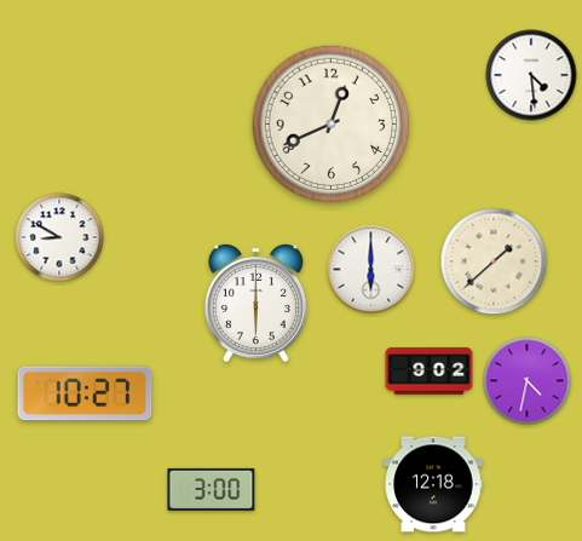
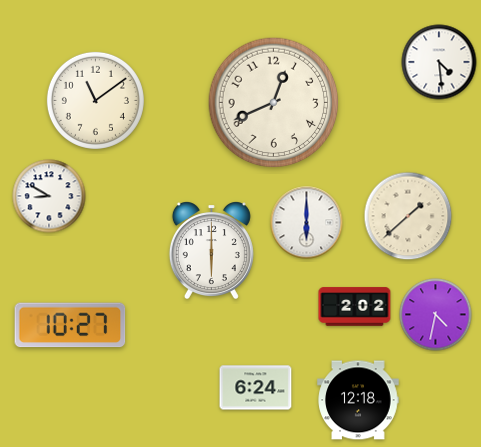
clock at (95, 100): none -> 11:09
clock at (430, 372): 9:02 -> 2:02
clock at (256, 388): none -> 6:24
clock at (212, 489): 3:00 -> none
